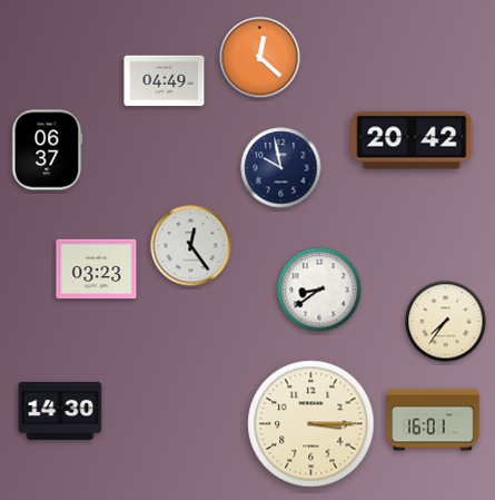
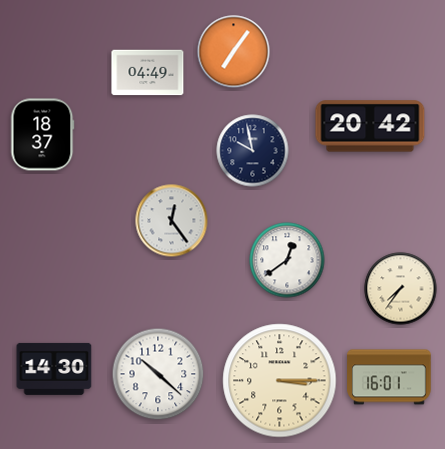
clock at (260, 58): 12:22 -> 7:06
clock at (48, 150): 06:37 -> 18:37
clock at (97, 269): 03:23 -> none
clock at (319, 290): 8:39 -> 12:39
clock at (158, 374): none -> 10:22
